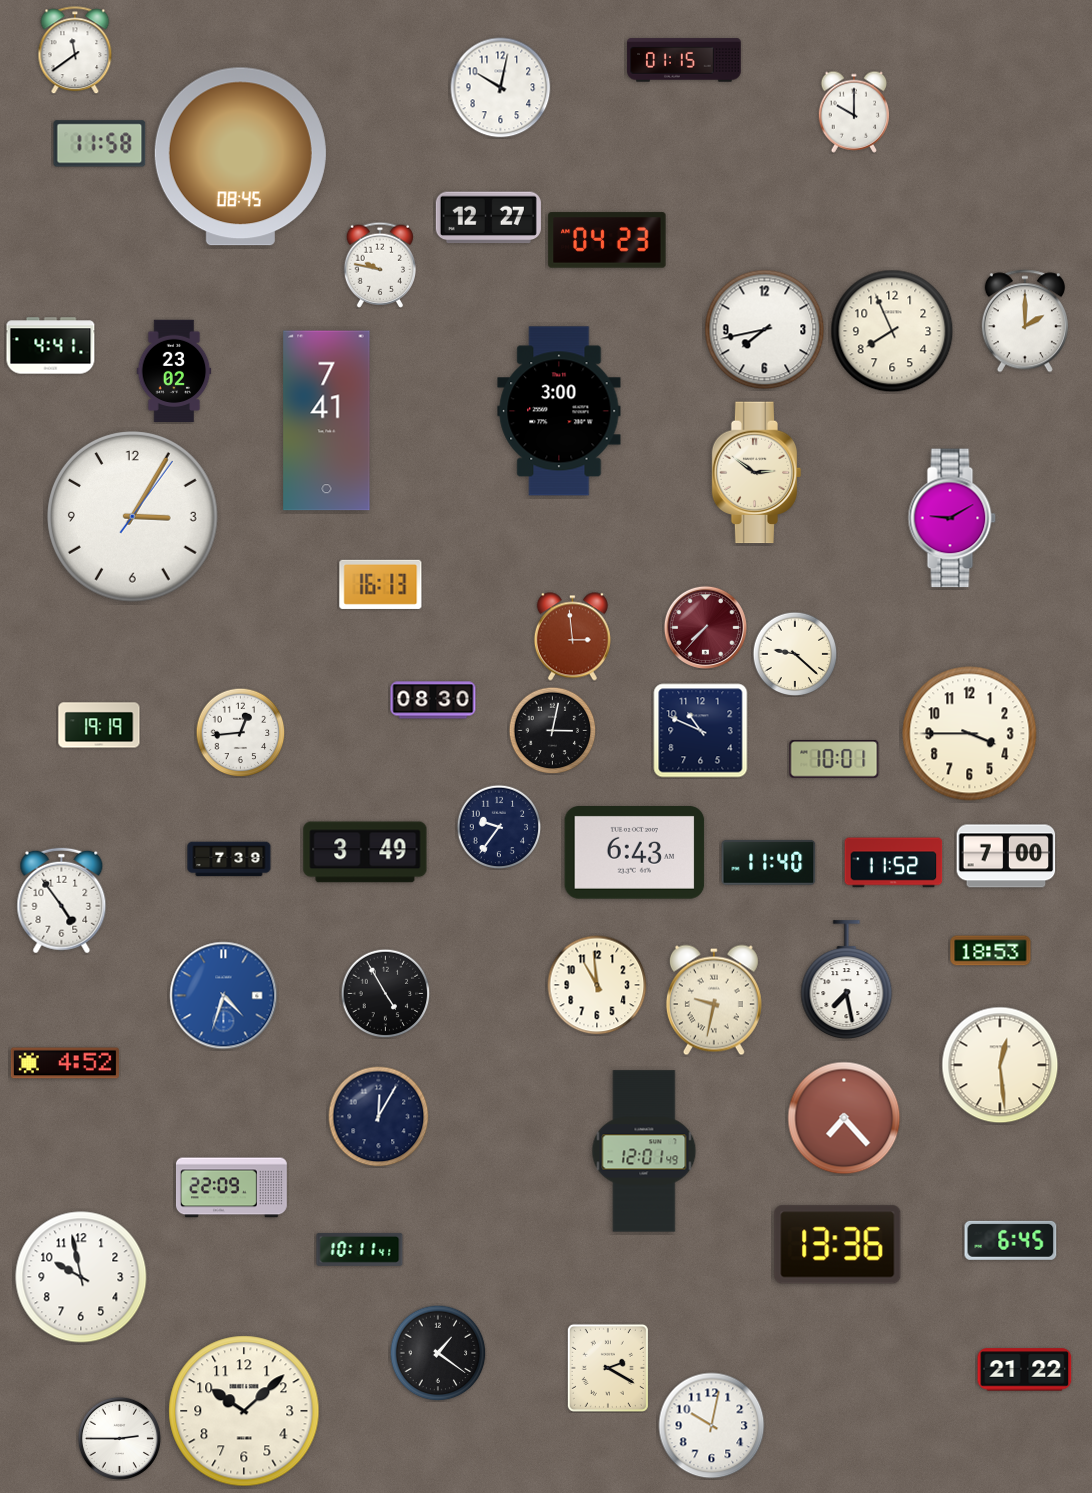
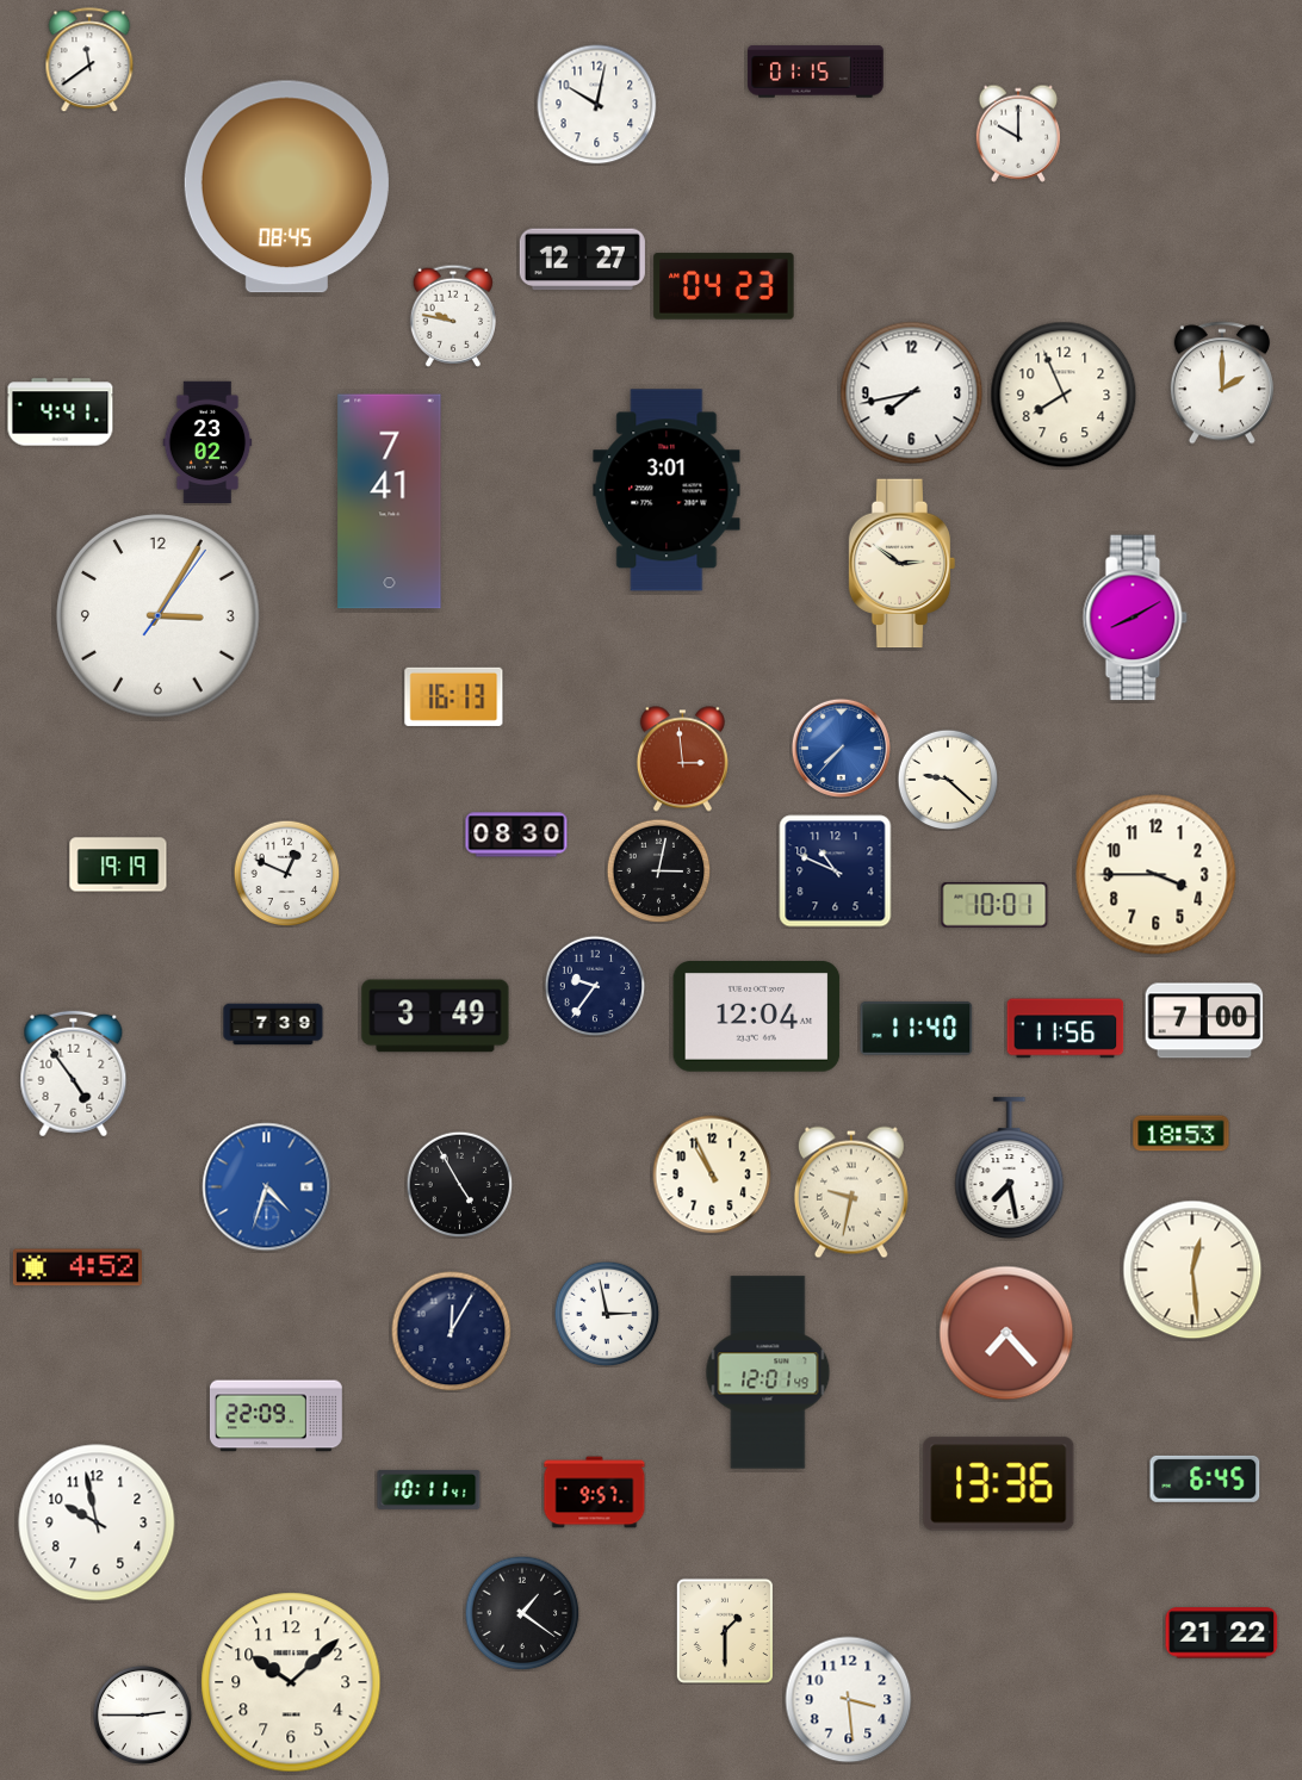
clock at (100, 144): 11:58 -> none
clock at (559, 411): 3:00 -> 3:01
clock at (952, 518): 9:10 -> 8:10
clock at (705, 627) dial: burgundy -> blue
clock at (240, 732): 12:44 -> 12:49
clock at (635, 853): 6:43 -> 12:04
clock at (1006, 856) position: (1006, 856) -> (1204, 1021)
clock at (894, 863): 11:52 -> 11:56
clock at (597, 985): 10:59 -> 10:56
clock at (607, 1314): none -> 2:58
clock at (595, 1493): none -> 9:57
clock at (608, 1368): 2:20 -> 1:30
clock at (712, 1426): 10:02 -> 3:29
